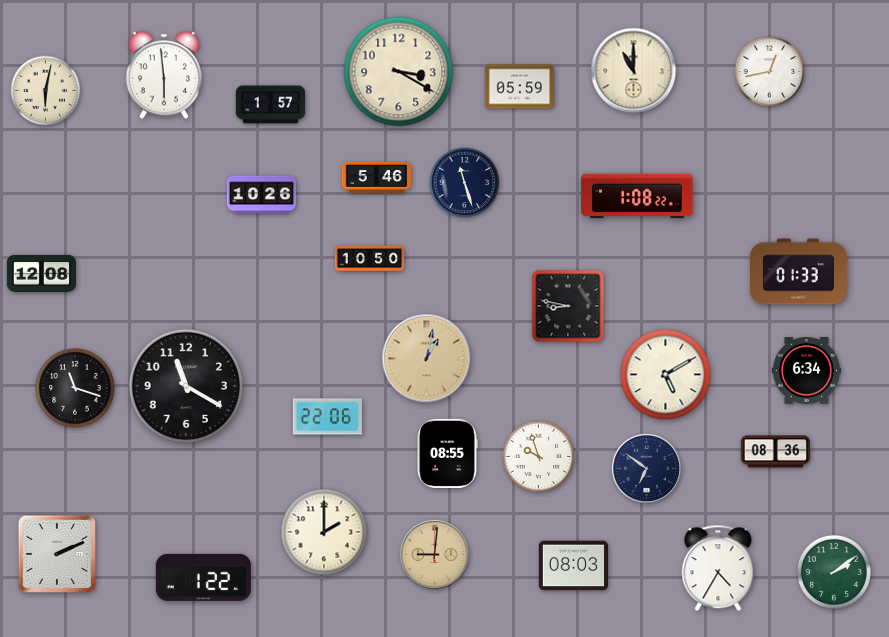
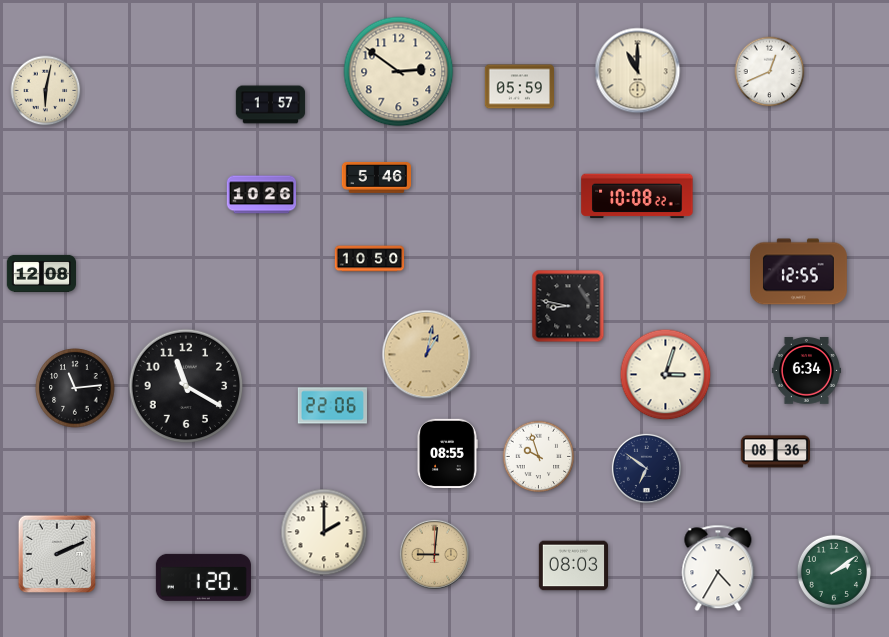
clock at (634, 71) position: (634, 71) -> (638, 71)
clock at (399, 72): 3:20 -> 2:51
clock at (770, 72): 12:43 -> 12:41
clock at (163, 75): 5:59 -> none
clock at (465, 183): 11:27 -> none
clock at (637, 196): 1:08 -> 10:08
clock at (799, 272): 01:33 -> 12:55
clock at (427, 359) position: (427, 359) -> (427, 355)
clock at (666, 375): 5:10 -> 3:03
clock at (75, 388): 11:18 -> 11:14
clock at (327, 417) position: (327, 417) -> (332, 406)
clock at (203, 577): 1:22 -> 1:20
